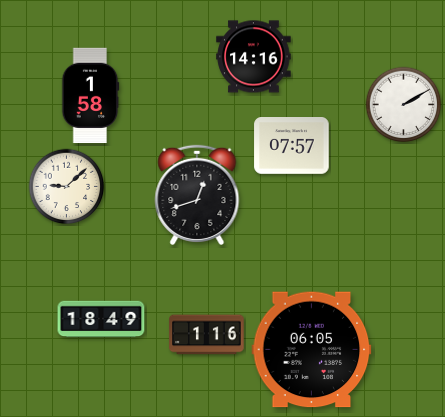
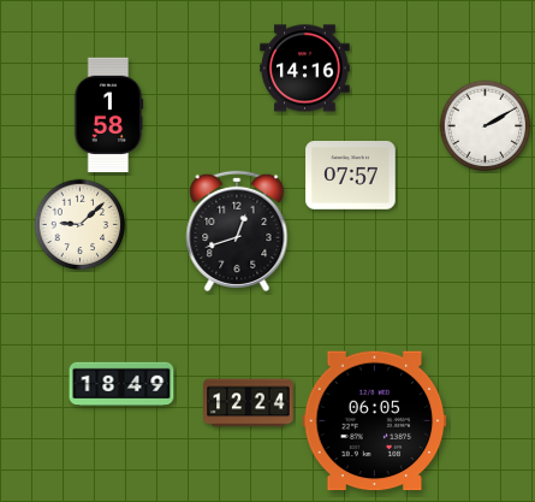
clock at (197, 194) position: (197, 194) -> (237, 230)
clock at (207, 335): 1:16 -> 12:24
